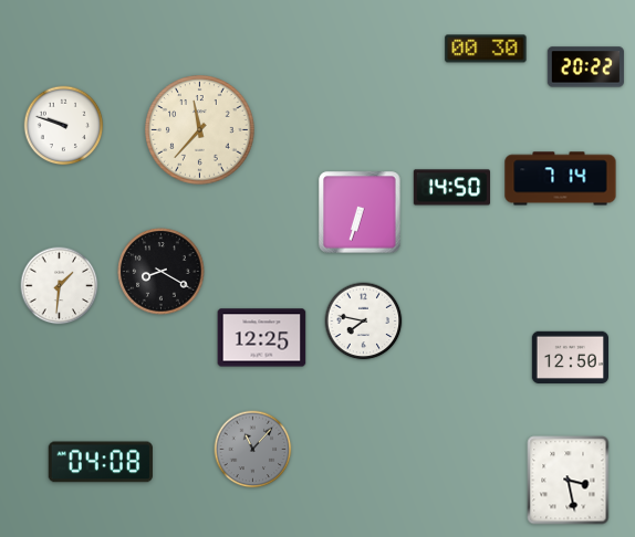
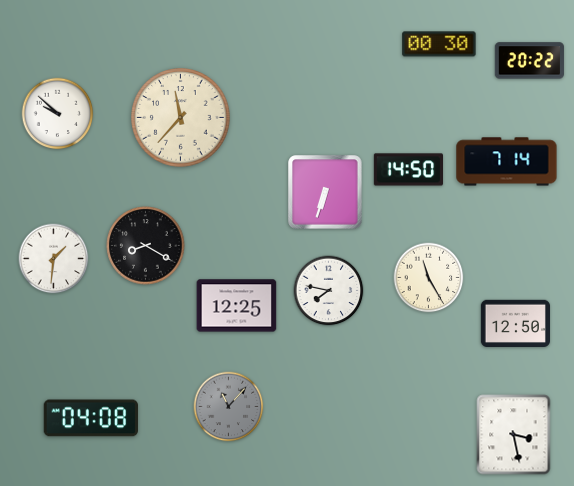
clock at (64, 126): 9:48 -> 9:52
clock at (429, 278): none -> 11:25
